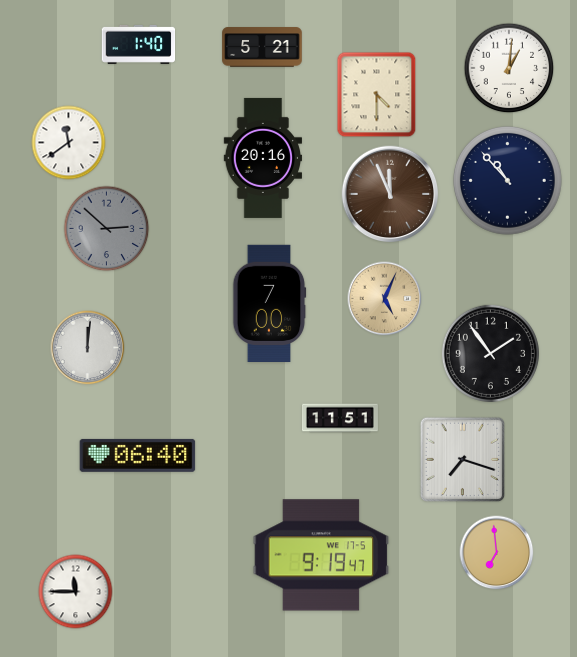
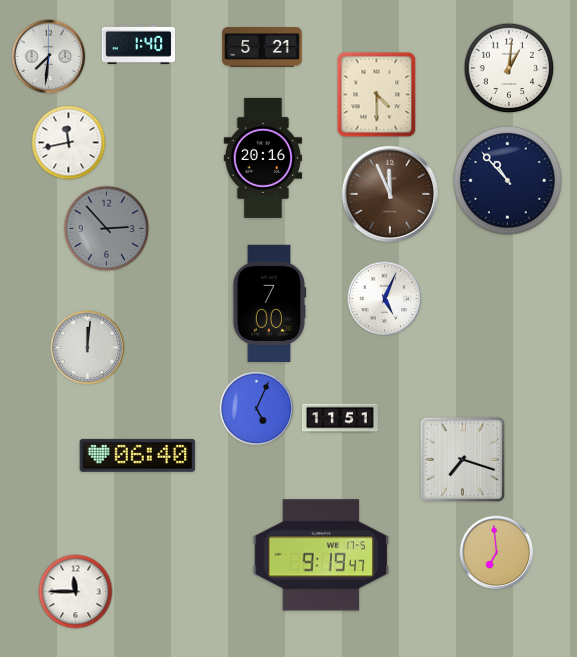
clock at (49, 57): none -> 7:31
clock at (69, 143): 11:39 -> 11:43
clock at (107, 229): 2:52 -> 2:53
clock at (385, 299) dial: champagne -> white
clock at (490, 353): 1:54 -> none
clock at (257, 409): none -> 5:04
